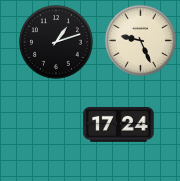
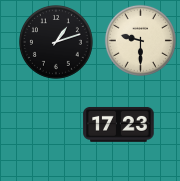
clock at (140, 40): 9:26 -> 9:30
clock at (119, 124): 17:24 -> 17:23
